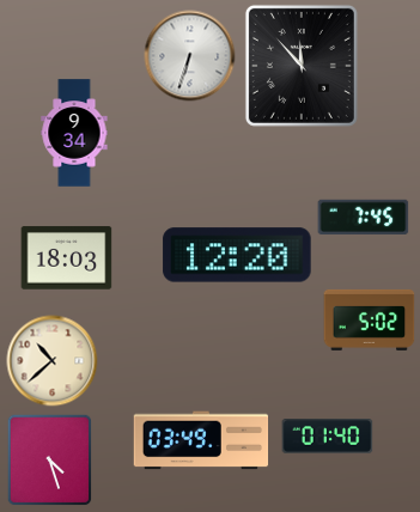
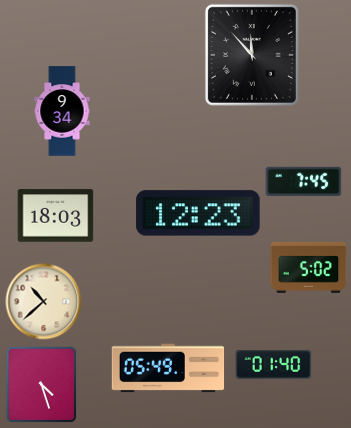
clock at (190, 56): 6:33 -> none
clock at (237, 255): 12:20 -> 12:23
clock at (201, 440): 03:49 -> 05:49
